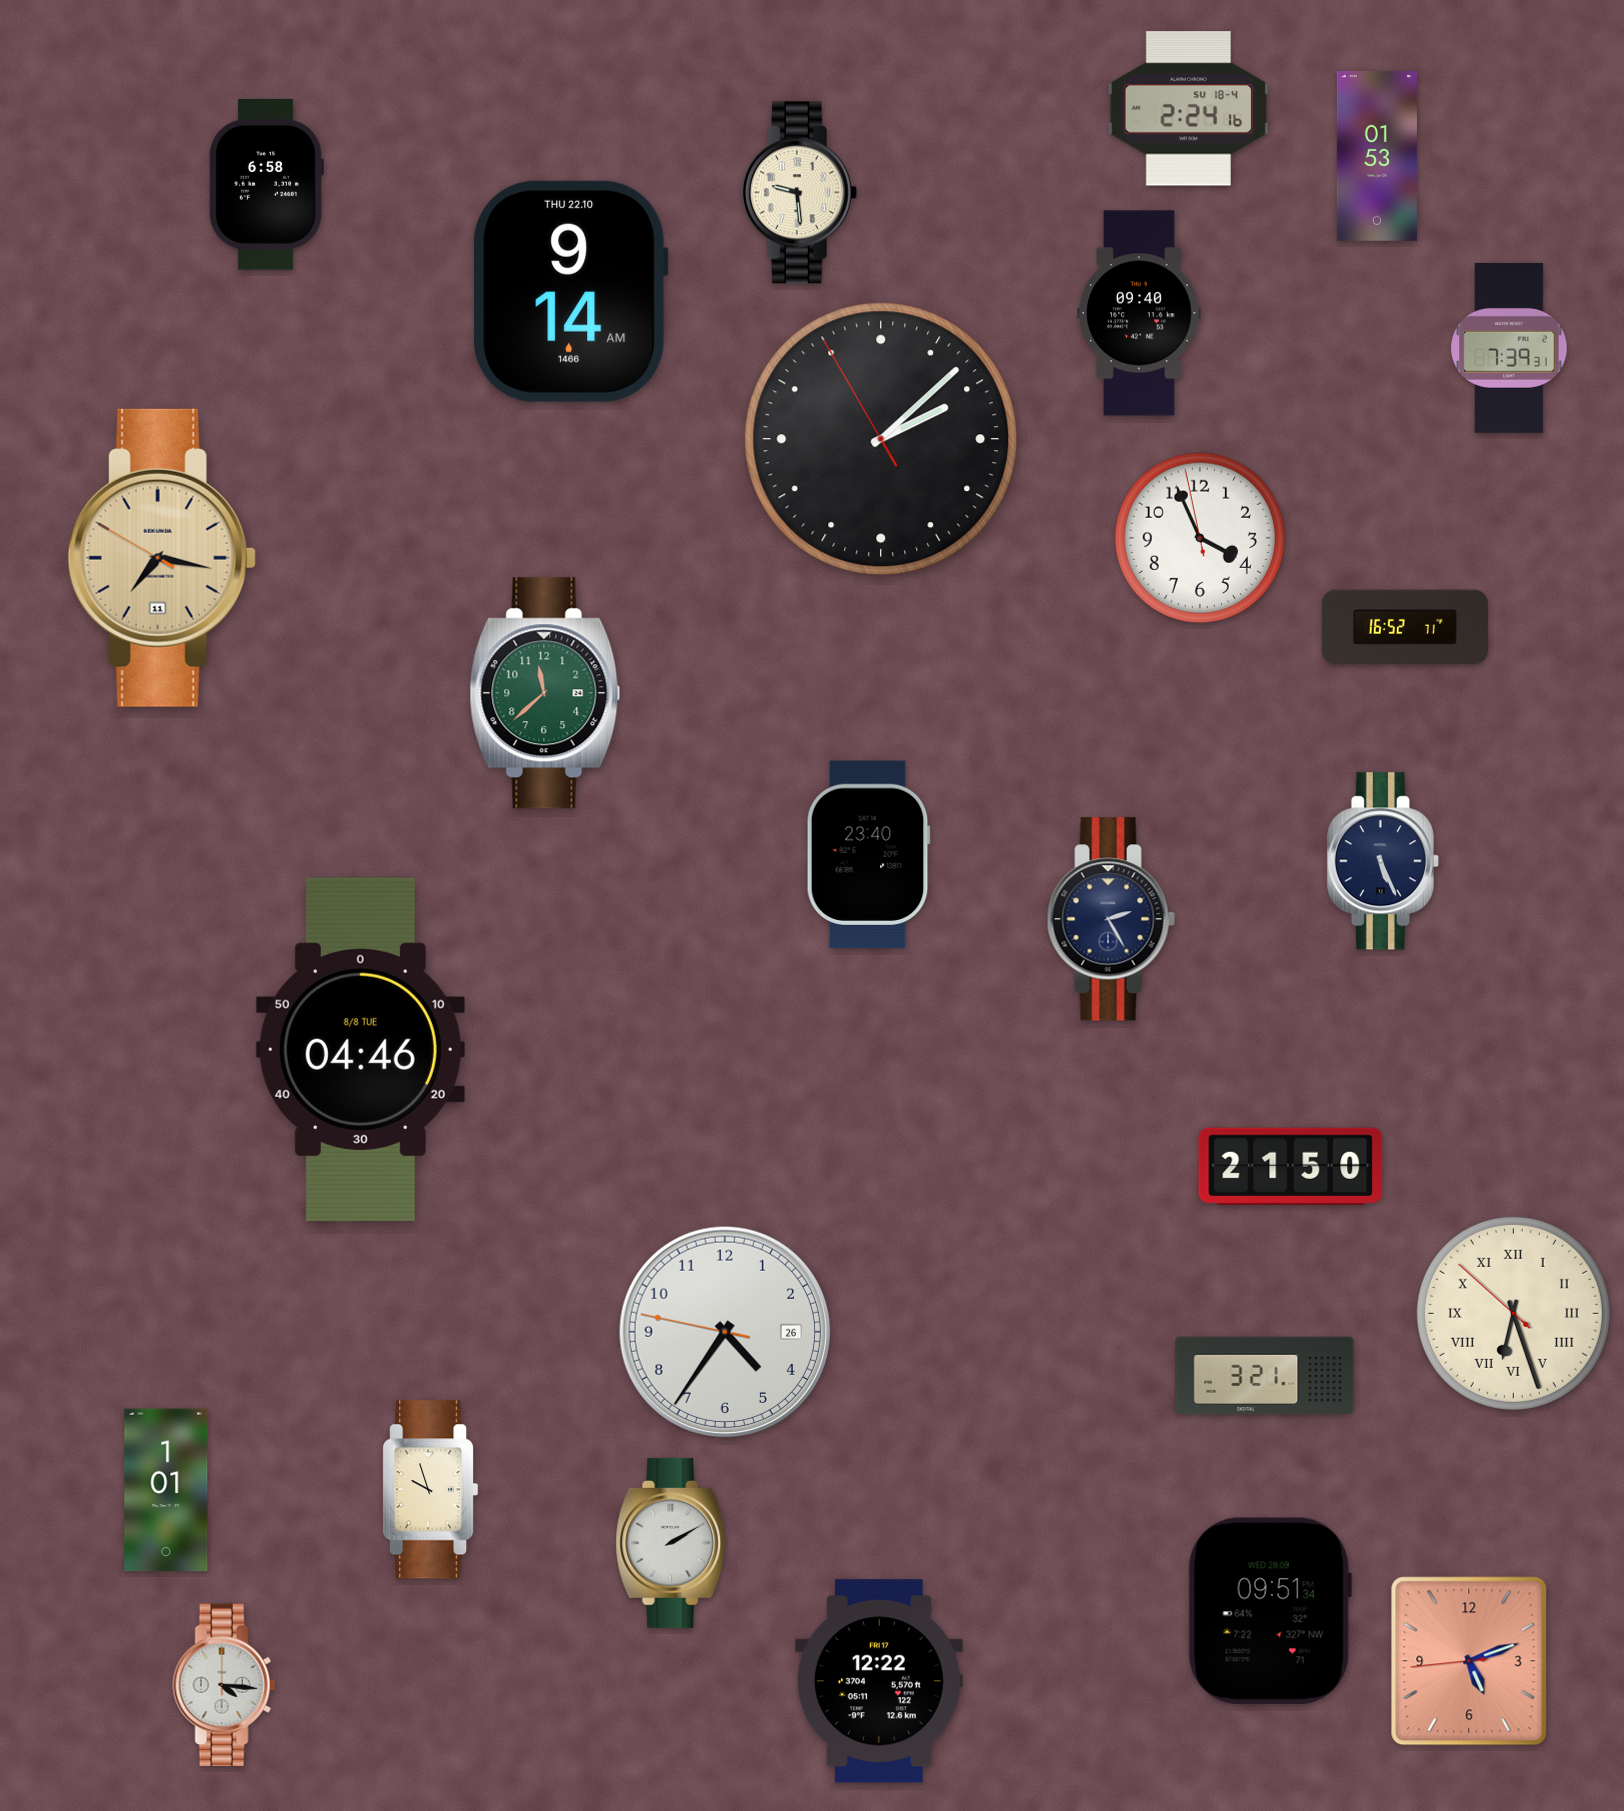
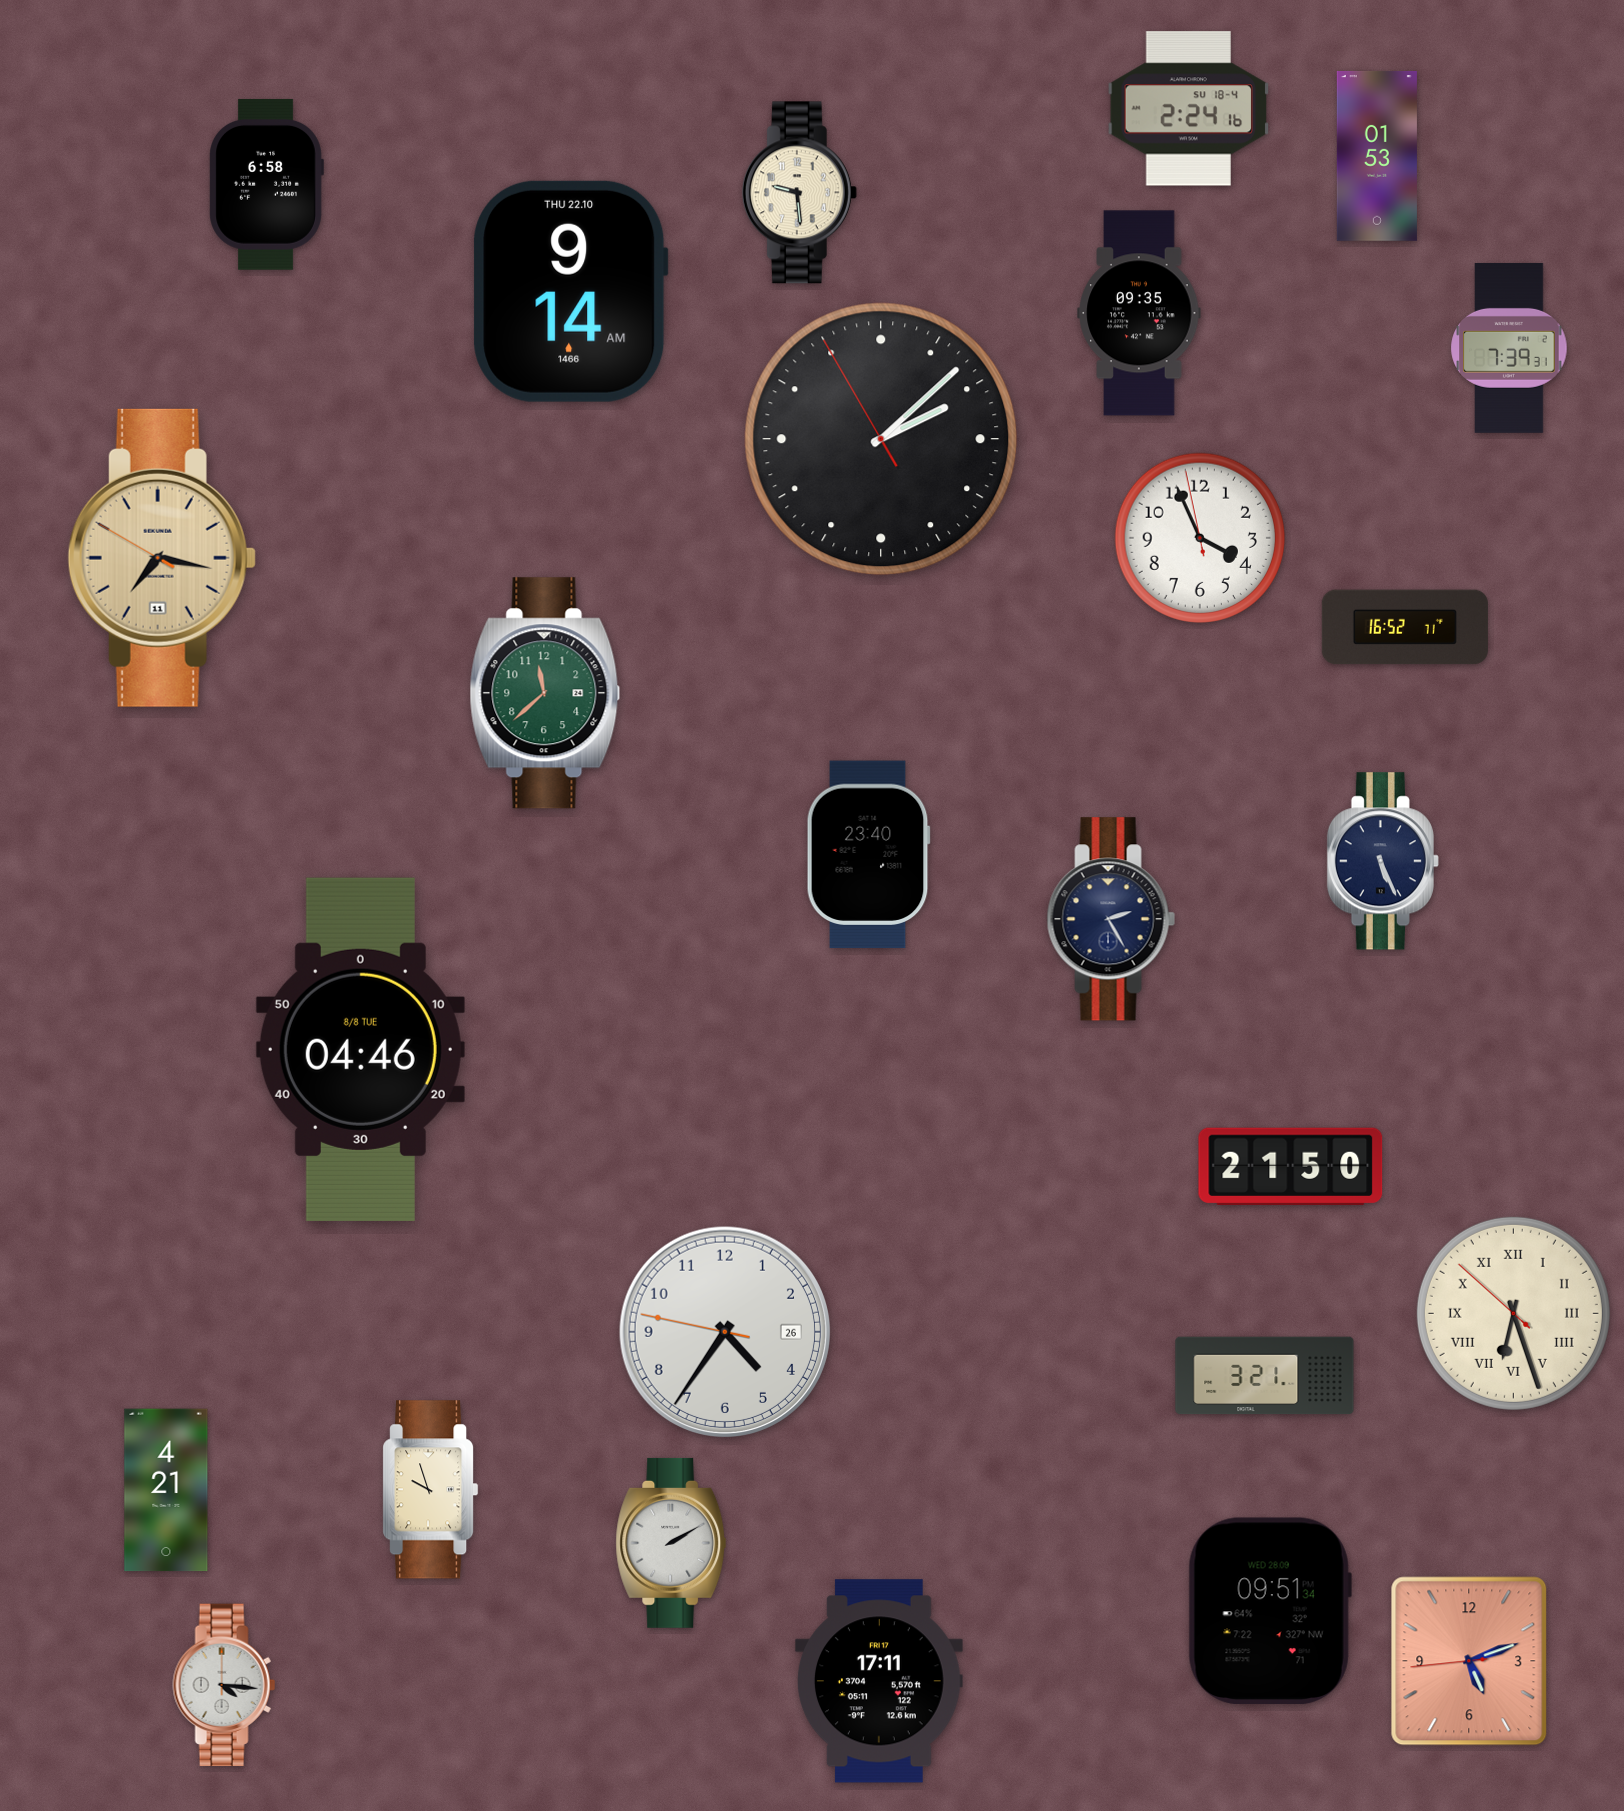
clock at (1139, 313): 09:40 -> 09:35
clock at (166, 1490): 1:01 -> 4:21
clock at (879, 1681): 12:22 -> 17:11
